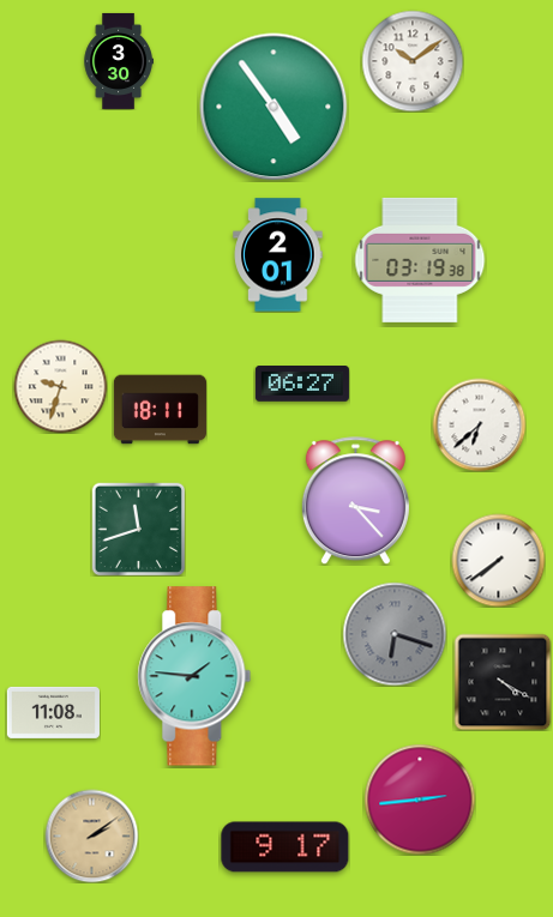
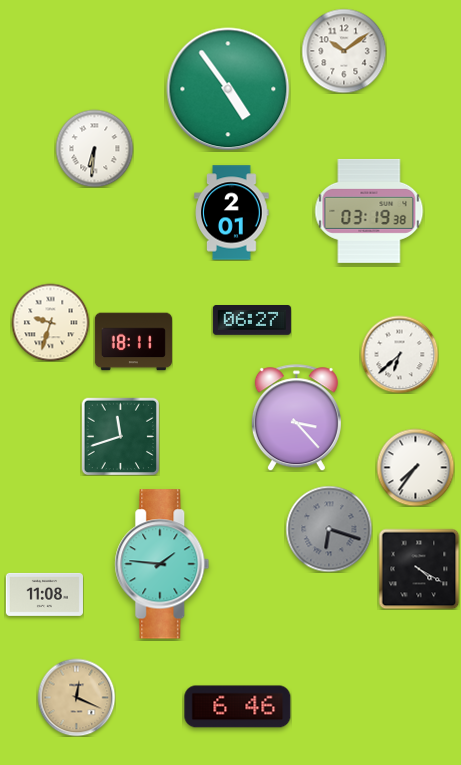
clock at (118, 61): 3:30 -> none
clock at (94, 148): none -> 6:31
clock at (420, 260) position: (420, 260) -> (369, 211)
clock at (138, 529) position: (138, 529) -> (120, 436)
clock at (498, 560): 7:39 -> 7:36
clock at (420, 800): 2:44 -> none
clock at (91, 835): 2:09 -> 12:19
clock at (285, 847): 9:17 -> 6:46
